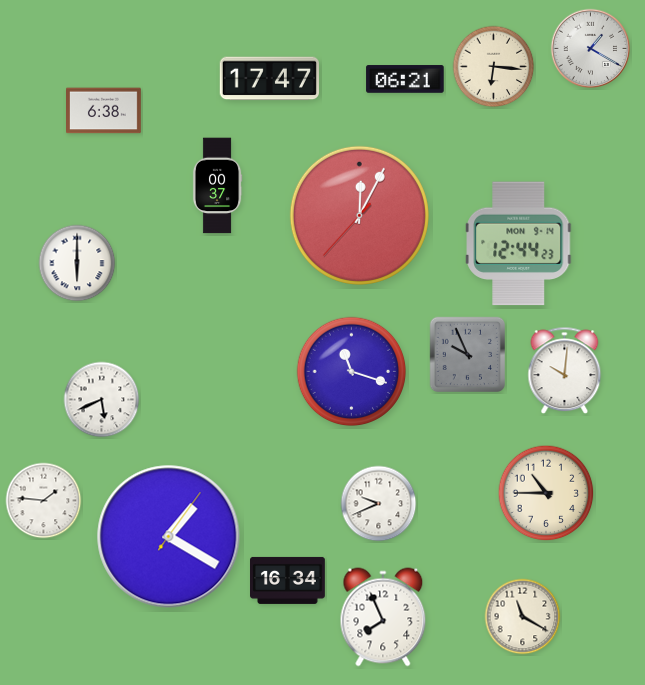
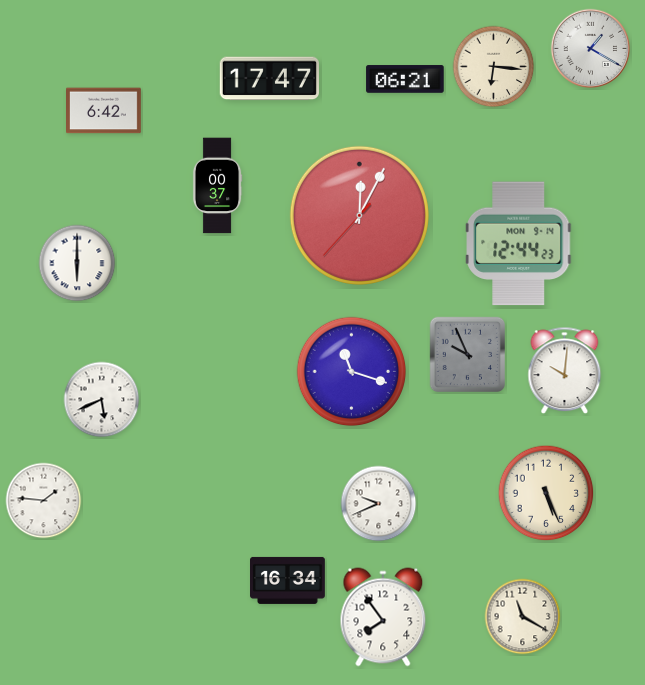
clock at (104, 111): 6:38 -> 6:42
clock at (546, 493): 10:45 -> 5:26
clock at (169, 537): 1:20 -> none
clock at (383, 617): 7:56 -> 7:54
